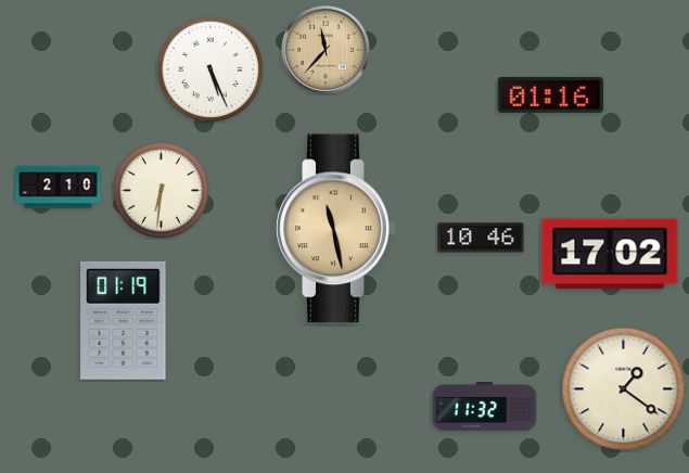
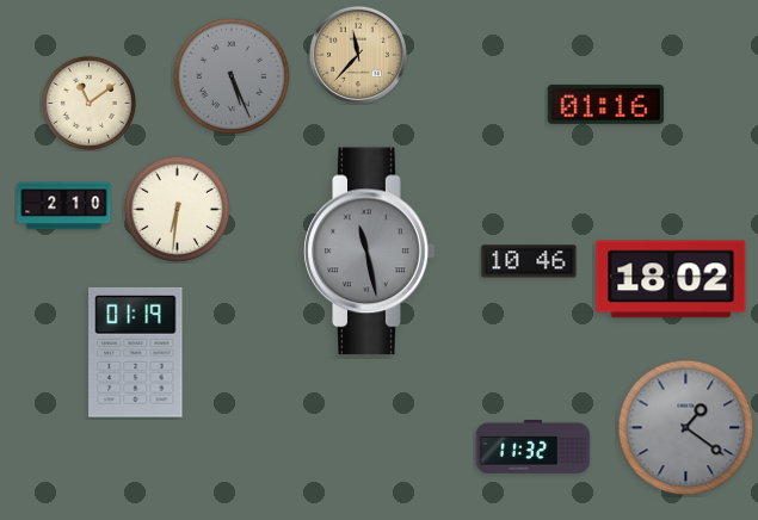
clock at (210, 69) dial: white -> grey
clock at (88, 103): none -> 11:09
clock at (336, 229) dial: champagne -> grey
clock at (610, 254): 17:02 -> 18:02
clock at (624, 389) dial: cream -> grey
